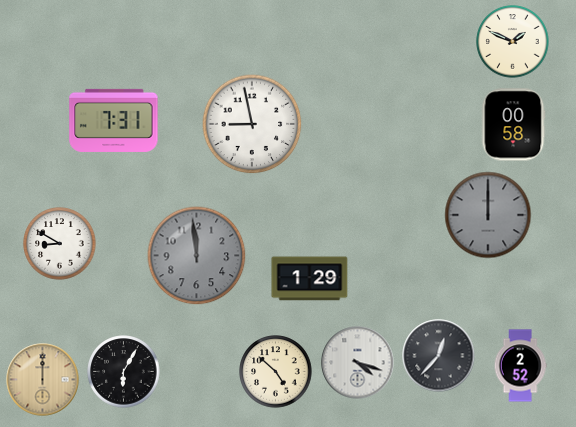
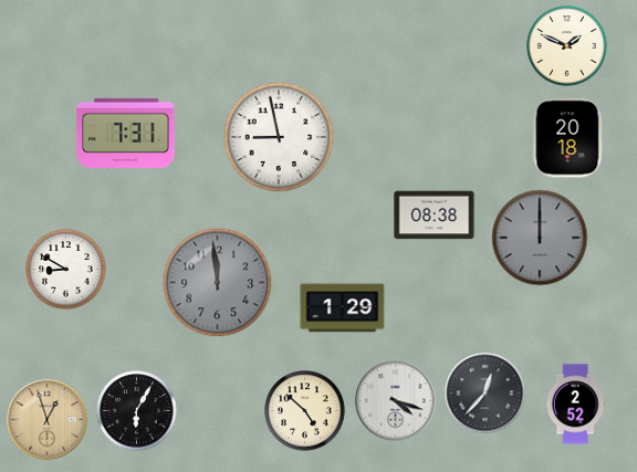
clock at (513, 125): 00:58 -> 20:18
clock at (435, 216): none -> 08:38
clock at (43, 380): 12:00 -> 12:57
